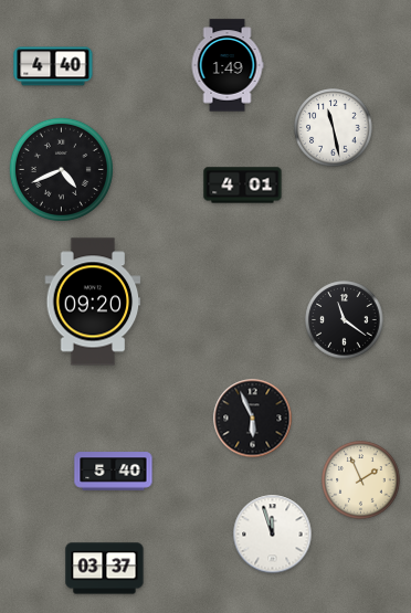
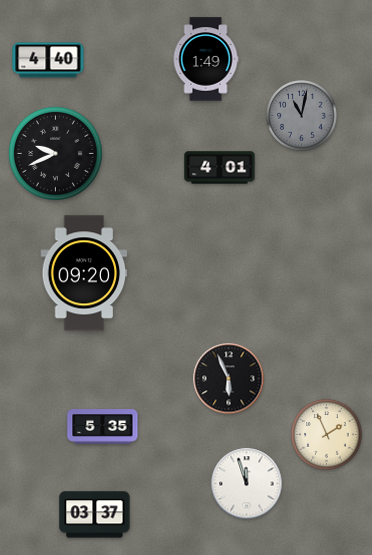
clock at (334, 128): 11:28 -> 11:02
clock at (334, 128) dial: white -> grey
clock at (61, 169): 4:41 -> 9:41
clock at (345, 320): 11:21 -> none
clock at (114, 472): 5:40 -> 5:35
